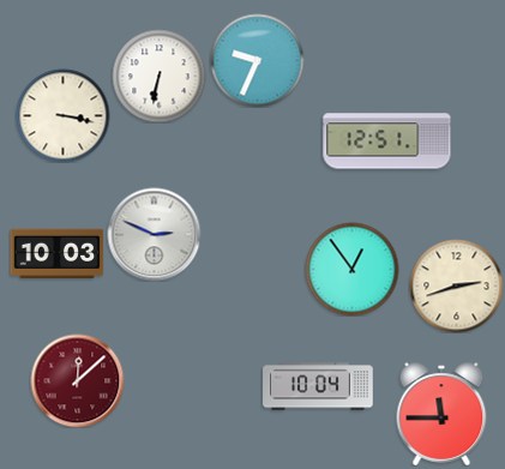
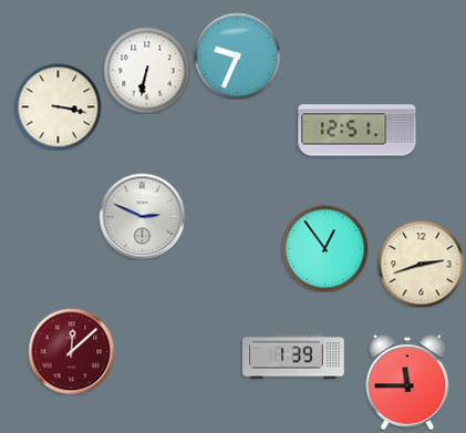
clock at (56, 254): 10:03 -> none
clock at (318, 386): 10:04 -> 1:39
